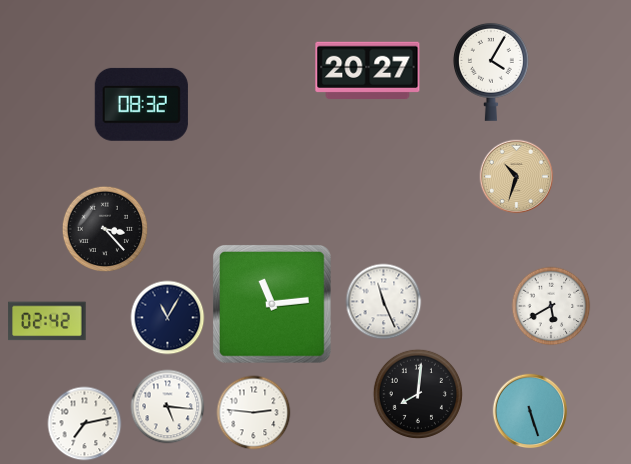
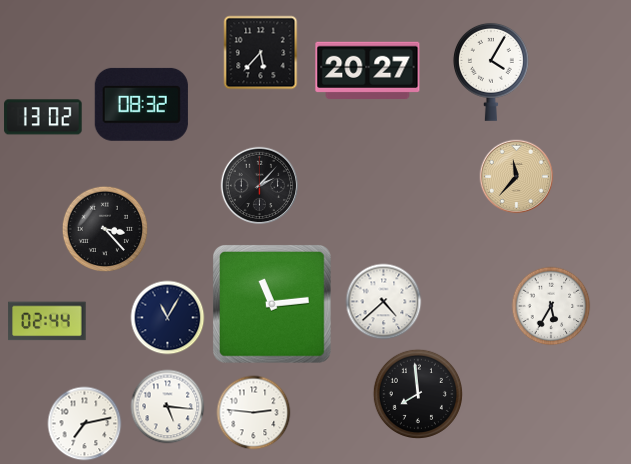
clock at (261, 53): none -> 5:37
clock at (43, 117): none -> 13:02
clock at (517, 177): 10:33 -> 11:37
clock at (260, 186): none -> 2:07
clock at (384, 302): 11:26 -> 4:38
clock at (551, 306): 5:40 -> 5:35
clock at (47, 321): 02:42 -> 02:44
clock at (418, 394): 8:01 -> 7:59
clock at (530, 411): 5:27 -> none
